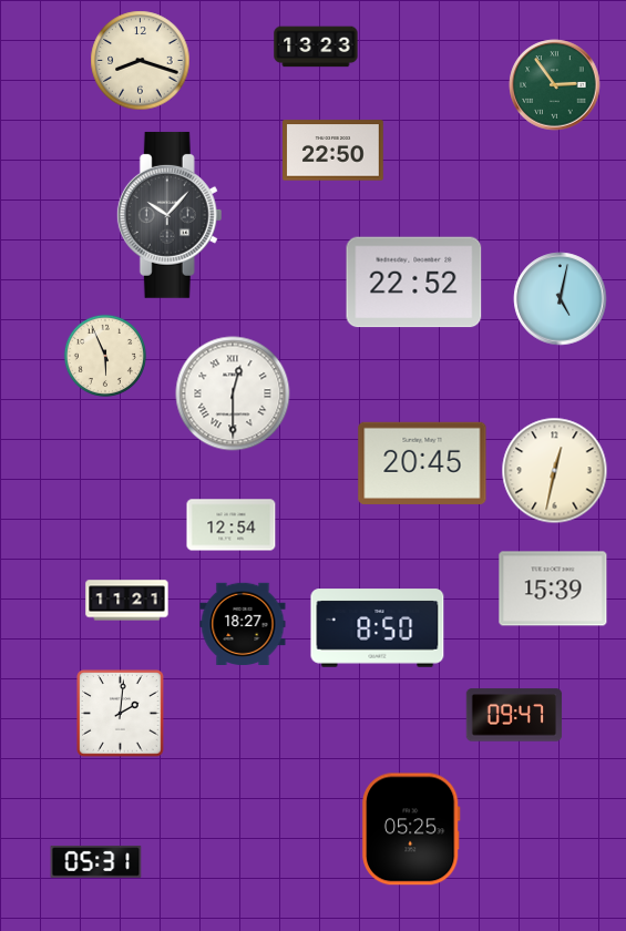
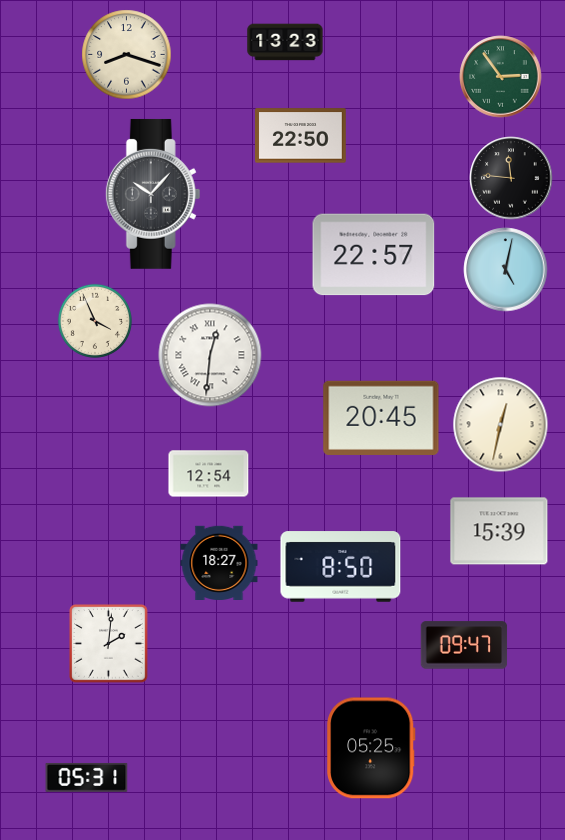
clock at (511, 178): none -> 11:46
clock at (414, 283): 22:52 -> 22:57
clock at (105, 356): 5:56 -> 3:56
clock at (233, 393): 12:30 -> 12:31
clock at (127, 601): 11:21 -> none
